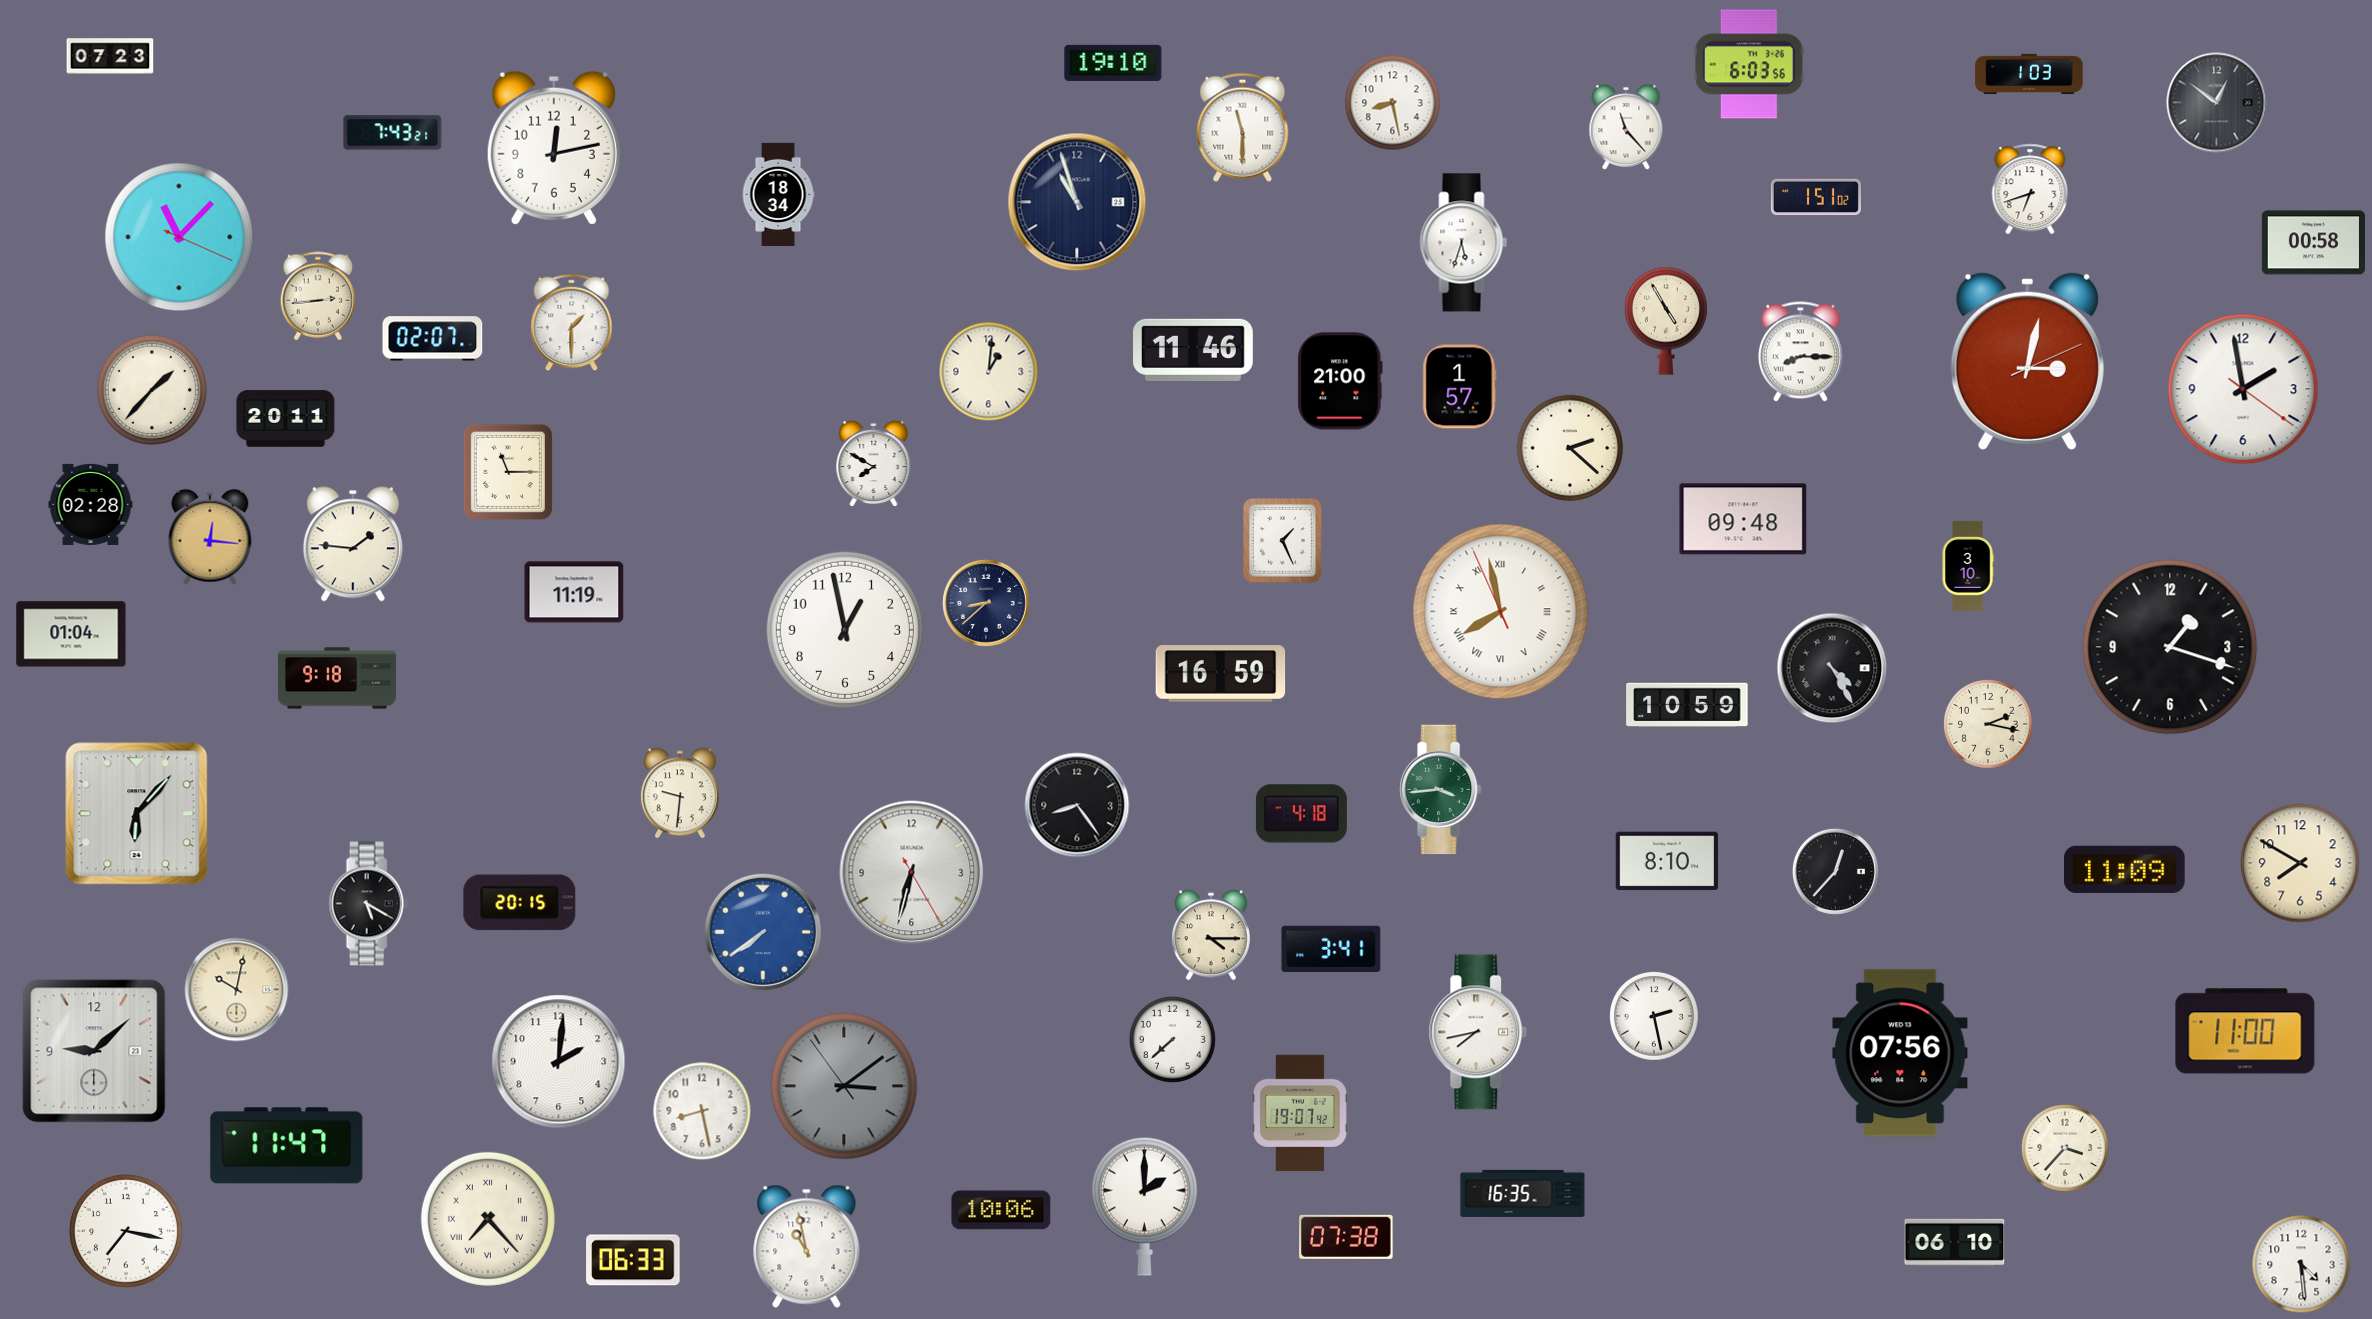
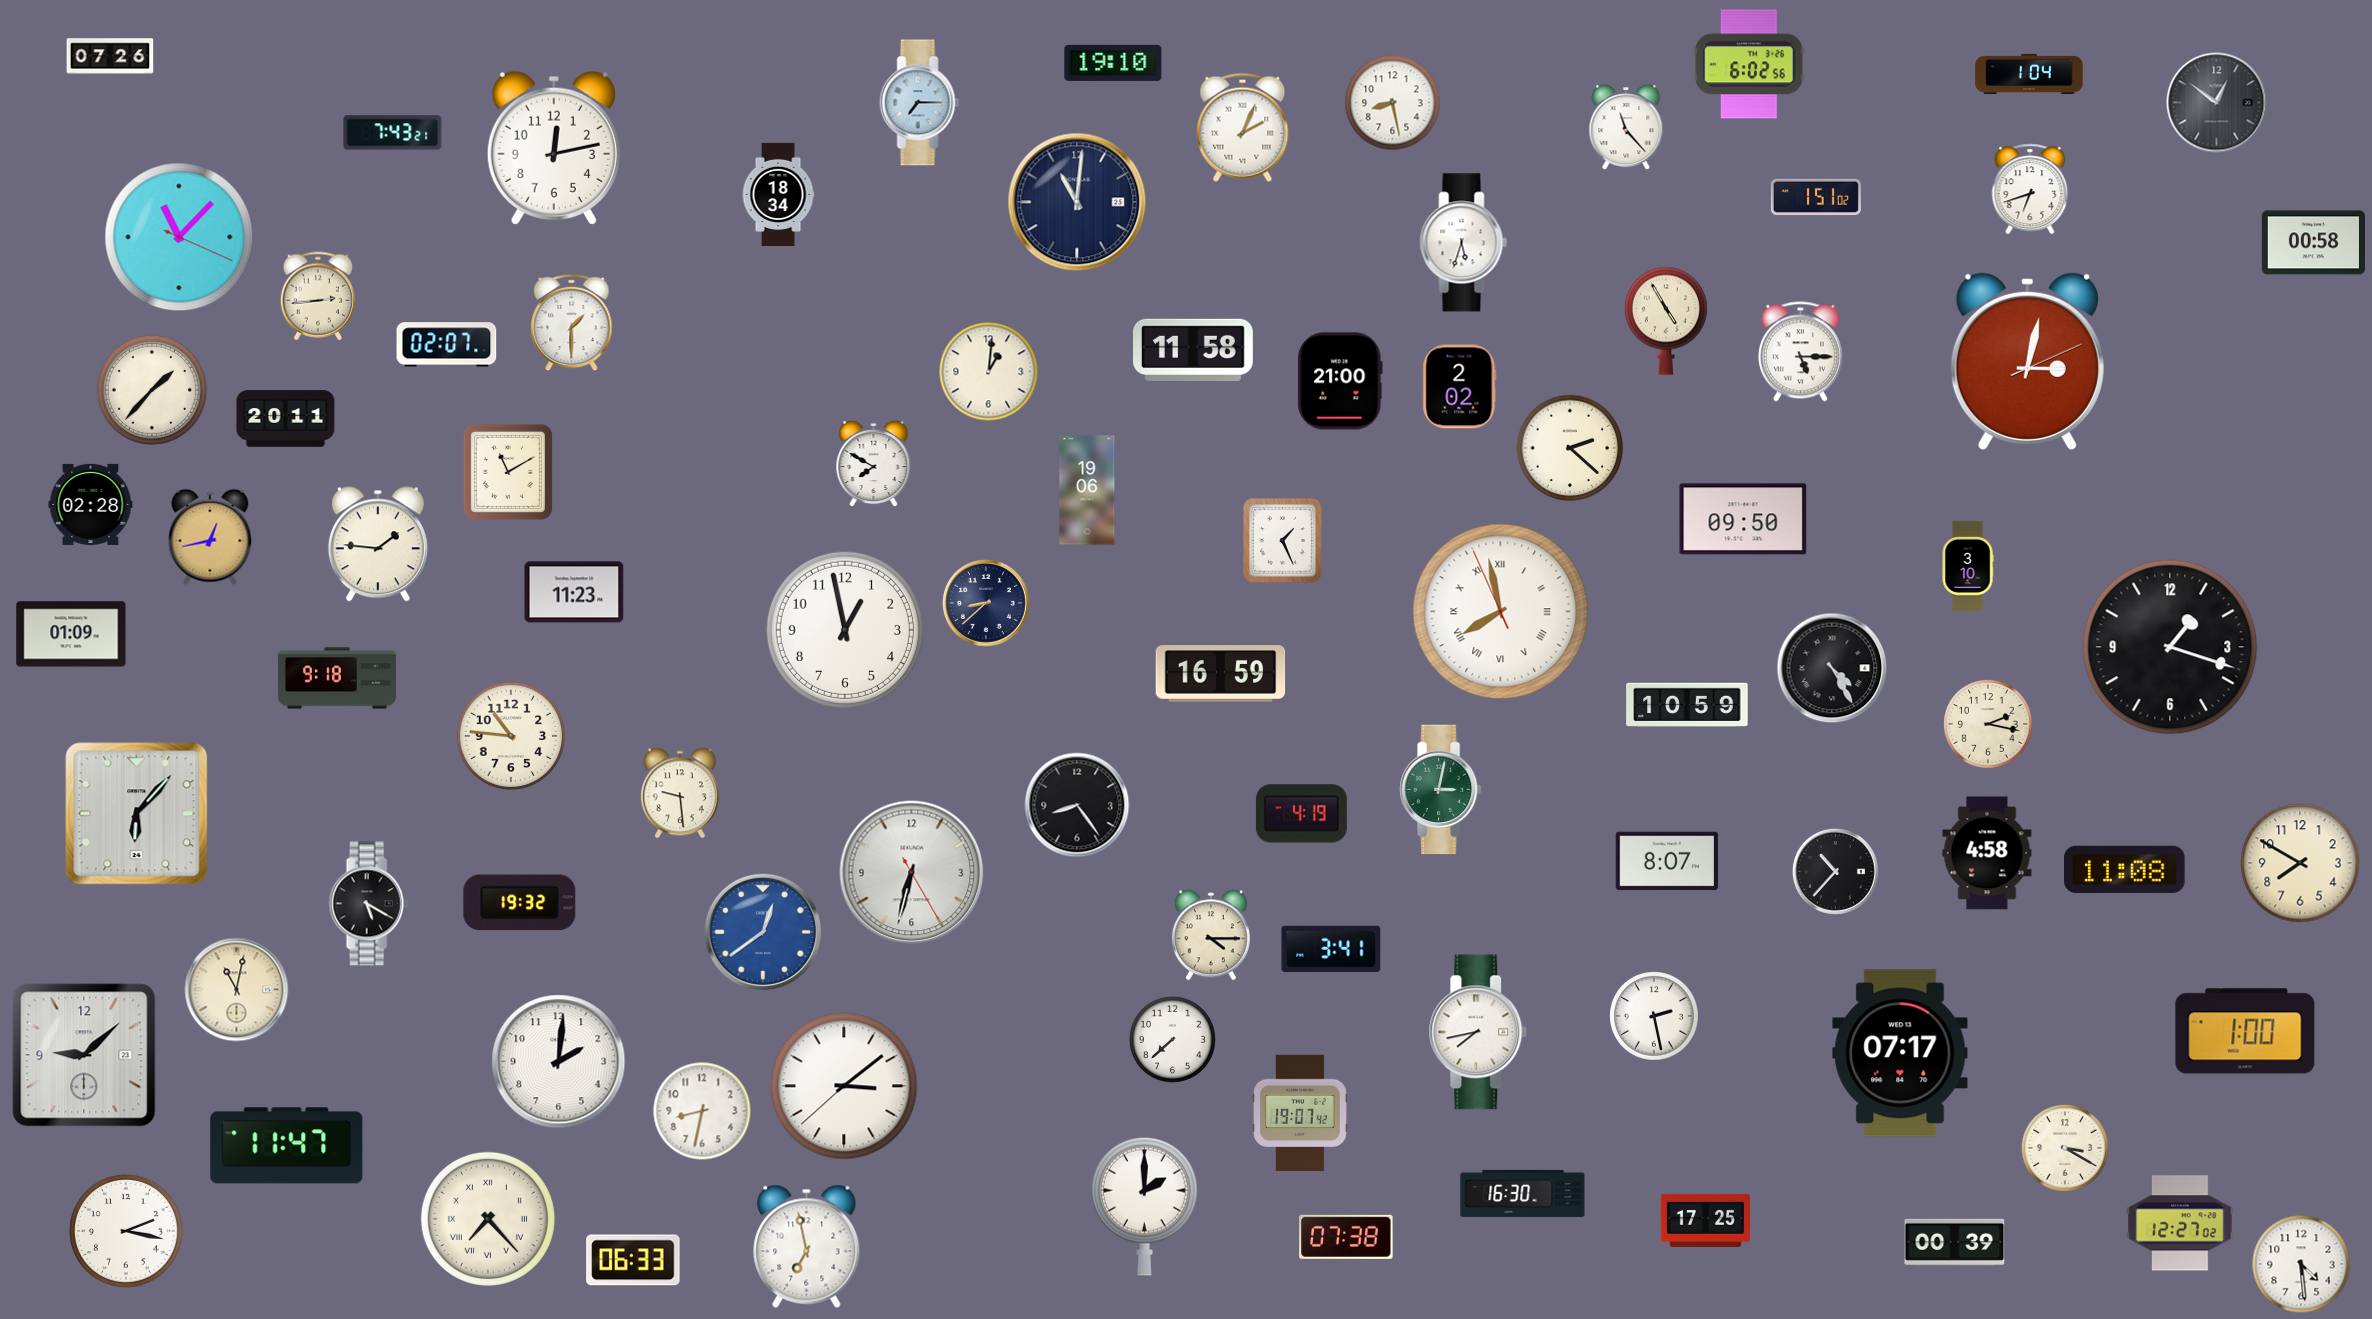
clock at (110, 56): 07:23 -> 07:26
clock at (1749, 64): 6:03 -> 6:02
clock at (2029, 74): 1:03 -> 1:04
clock at (920, 103): none -> 7:15
clock at (1243, 127): 11:30 -> 2:04
clock at (1077, 202): 10:57 -> 11:01
clock at (433, 339) position: (433, 339) -> (447, 345)
clock at (1194, 349): 11:46 -> 11:58
clock at (1800, 352): 8:15 -> 5:15
clock at (1460, 387): 1:57 -> 2:02
clock at (2243, 389): 1:58 -> none
clock at (508, 472): 11:15 -> 11:10
clock at (1087, 490): none -> 19:06
clock at (1743, 519): 09:48 -> 09:50
clock at (210, 537): 12:16 -> 12:43
clock at (353, 544) position: (353, 544) -> (378, 544)
clock at (574, 592): 11:19 -> 11:23
clock at (71, 634): 01:04 -> 01:09
clock at (510, 735): none -> 10:46
clock at (1440, 790): 3:44 -> 3:02
clock at (680, 793): 9:31 -> 9:29
clock at (1301, 814): 4:18 -> 4:19
clock at (1987, 853): none -> 4:58
clock at (1667, 861): 8:10 -> 8:07
clock at (2125, 869): 11:09 -> 11:08
clock at (1835, 871): 12:37 -> 10:37
clock at (520, 903): 20:15 -> 19:32
clock at (763, 932): 7:39 -> 12:39
clock at (237, 990): 10:02 -> 11:02
clock at (2245, 1031): 11:00 -> 1:00
clock at (94, 1051) position: (94, 1051) -> (84, 1055)
clock at (1900, 1053): 07:56 -> 07:17
clock at (844, 1086): 3:08:54 -> 3:08:38
clock at (844, 1086) dial: grey -> white
clock at (702, 1111): 8:28 -> 8:32
clock at (2065, 1148): 3:37 -> 3:20
clock at (1523, 1193): 16:35 -> 16:30
clock at (1001, 1210): 10:06 -> none
clock at (1705, 1220): none -> 17:25
clock at (2180, 1223): none -> 12:27
clock at (126, 1231): 7:17 -> 2:17
clock at (1955, 1242): 06:10 -> 00:39
clock at (807, 1246): 10:58 -> 6:58
